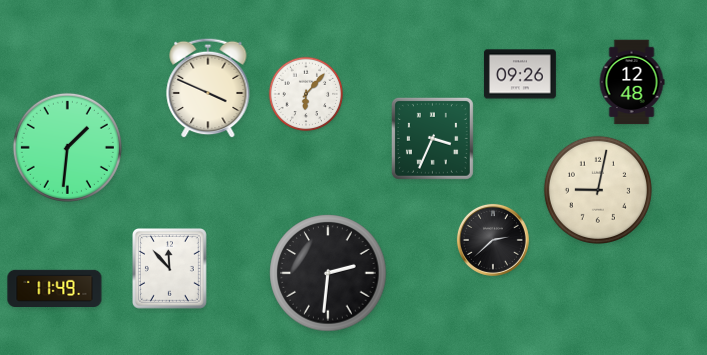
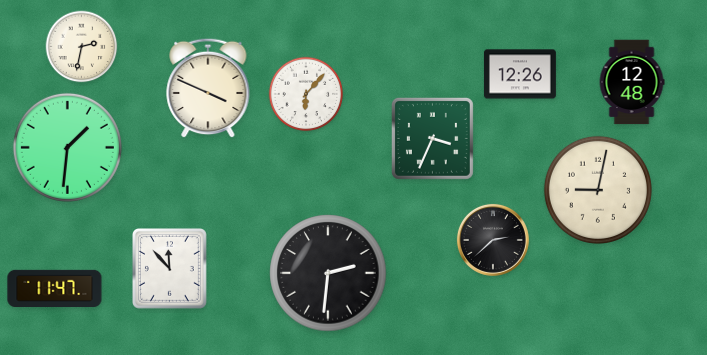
clock at (82, 47): none -> 2:32
clock at (520, 74): 09:26 -> 12:26
clock at (55, 288): 11:49 -> 11:47
